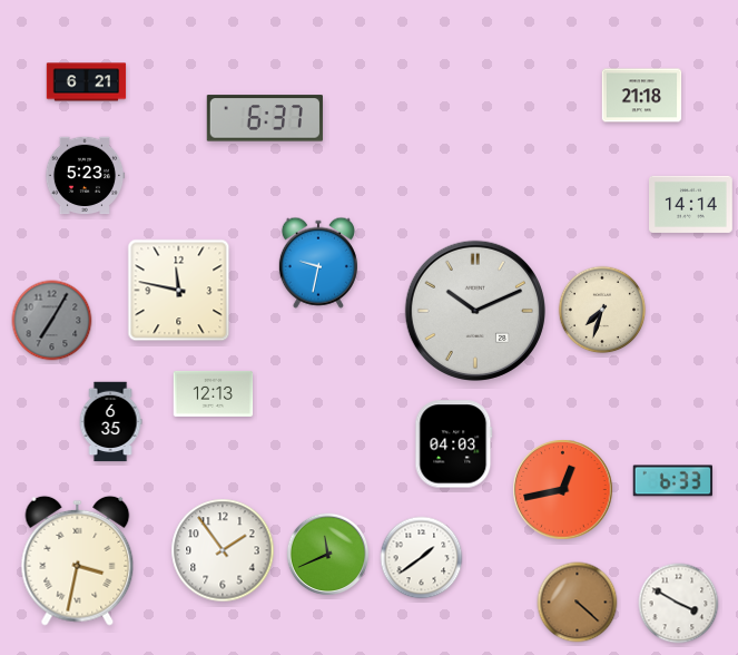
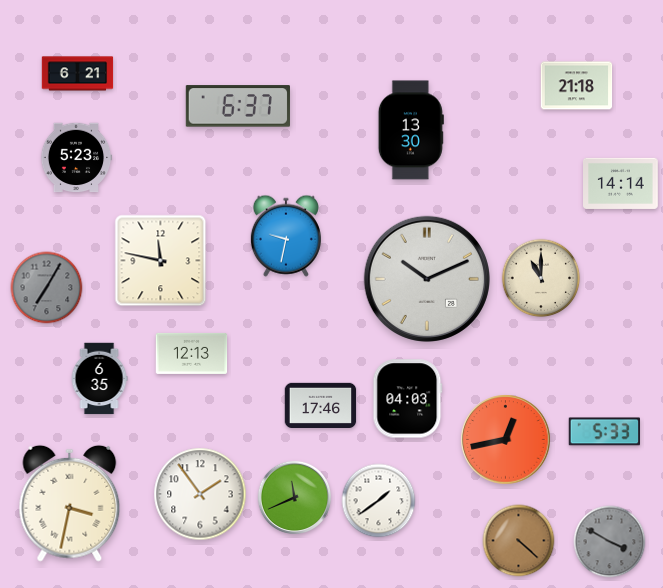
clock at (411, 130): none -> 13:30
clock at (602, 310): 7:33 -> 11:00
clock at (321, 405): none -> 17:46
clock at (672, 481): 6:33 -> 5:33
clock at (679, 604) dial: white -> grey
